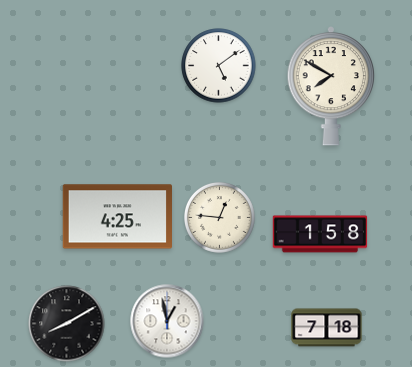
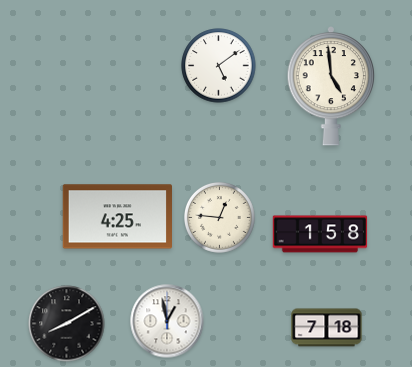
clock at (331, 87): 7:50 -> 4:59
